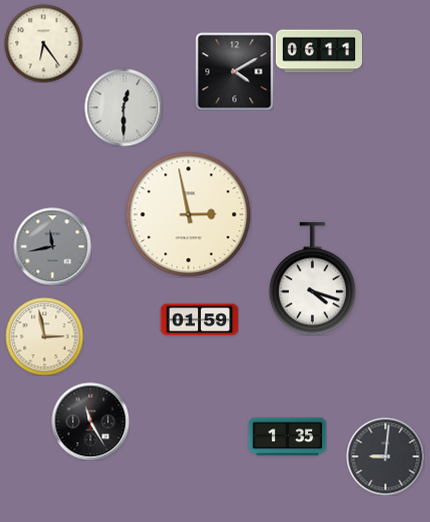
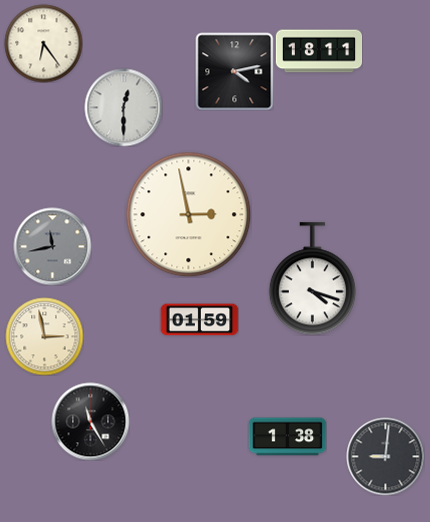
clock at (319, 51): 06:11 -> 18:11
clock at (234, 71): 4:10 -> 4:13
clock at (287, 437): 1:35 -> 1:38
